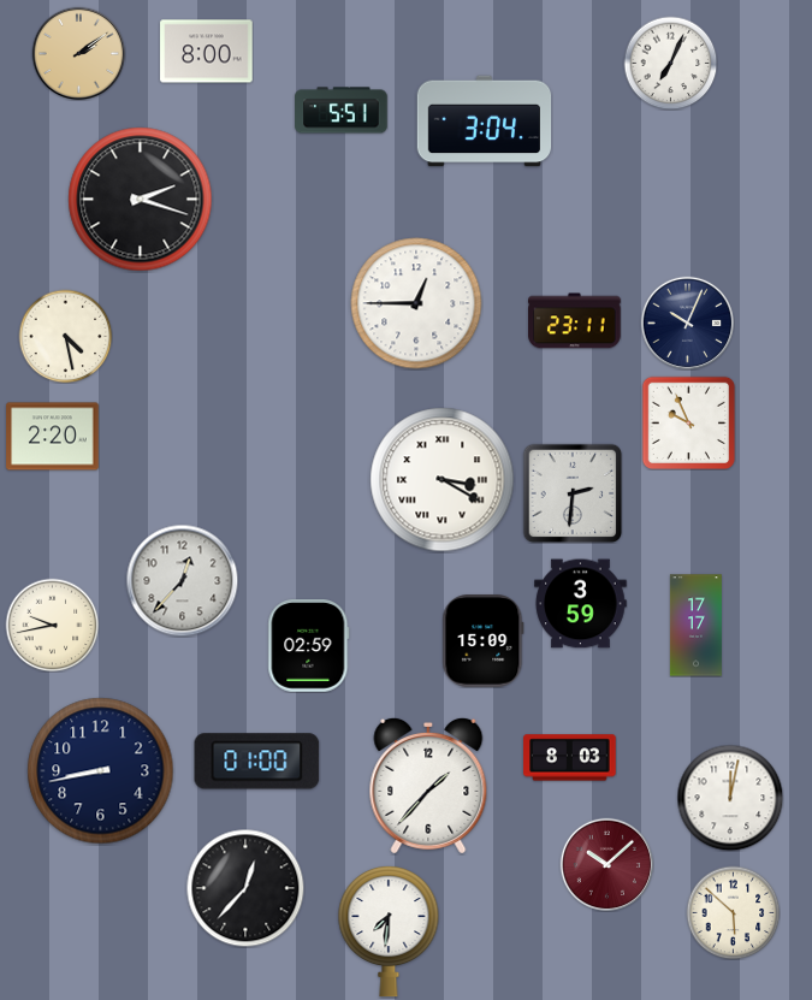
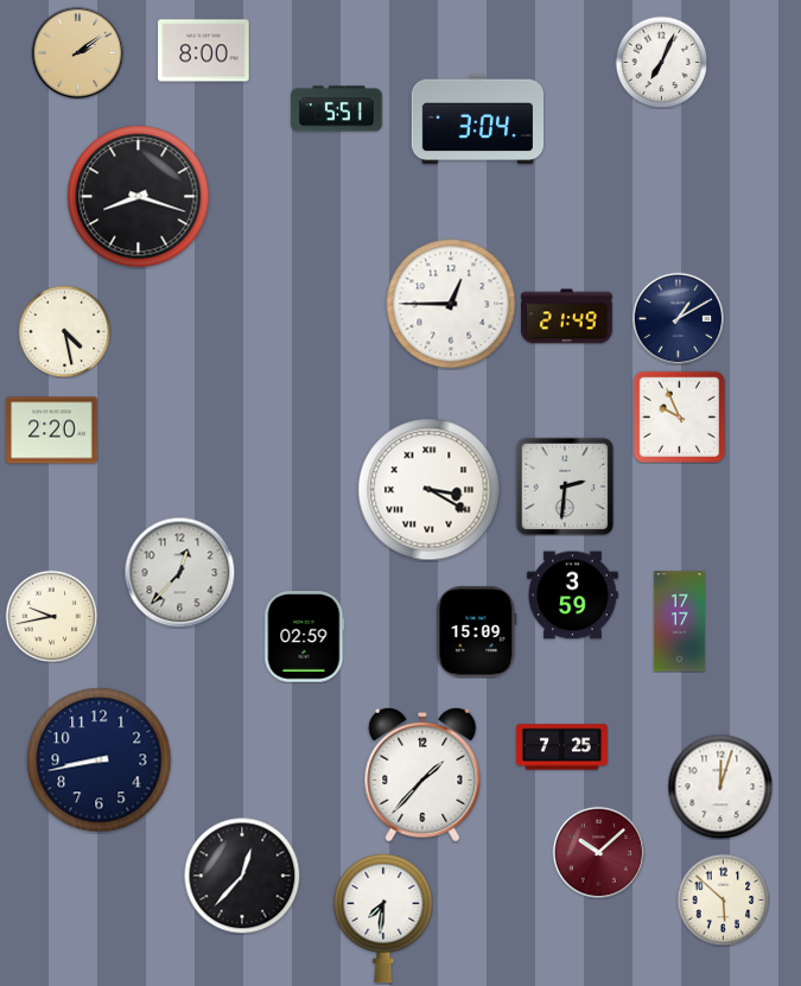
clock at (141, 200): 2:18 -> 8:18
clock at (416, 303) position: (416, 303) -> (451, 304)
clock at (575, 321): 23:11 -> 21:49
clock at (687, 323): 10:04 -> 1:10
clock at (443, 480) position: (443, 480) -> (430, 490)
clock at (695, 626) position: (695, 626) -> (679, 622)
clock at (570, 758): 8:03 -> 7:25
clock at (257, 762): 01:00 -> none
clock at (730, 798): 12:02 -> 12:03
